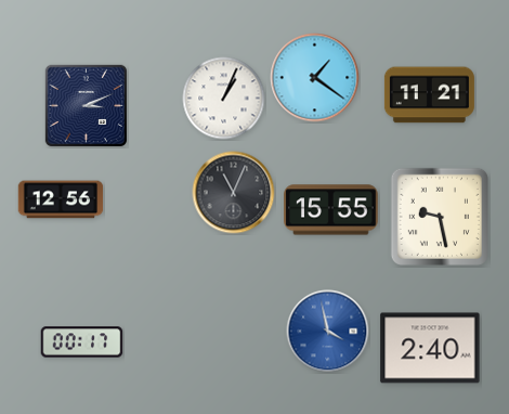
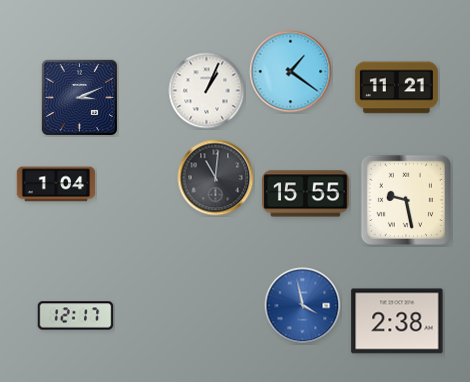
clock at (234, 193): 11:04 -> 11:01
clock at (61, 199): 12:56 -> 1:04
clock at (82, 342): 00:17 -> 12:17
clock at (430, 348): 2:40 -> 2:38
